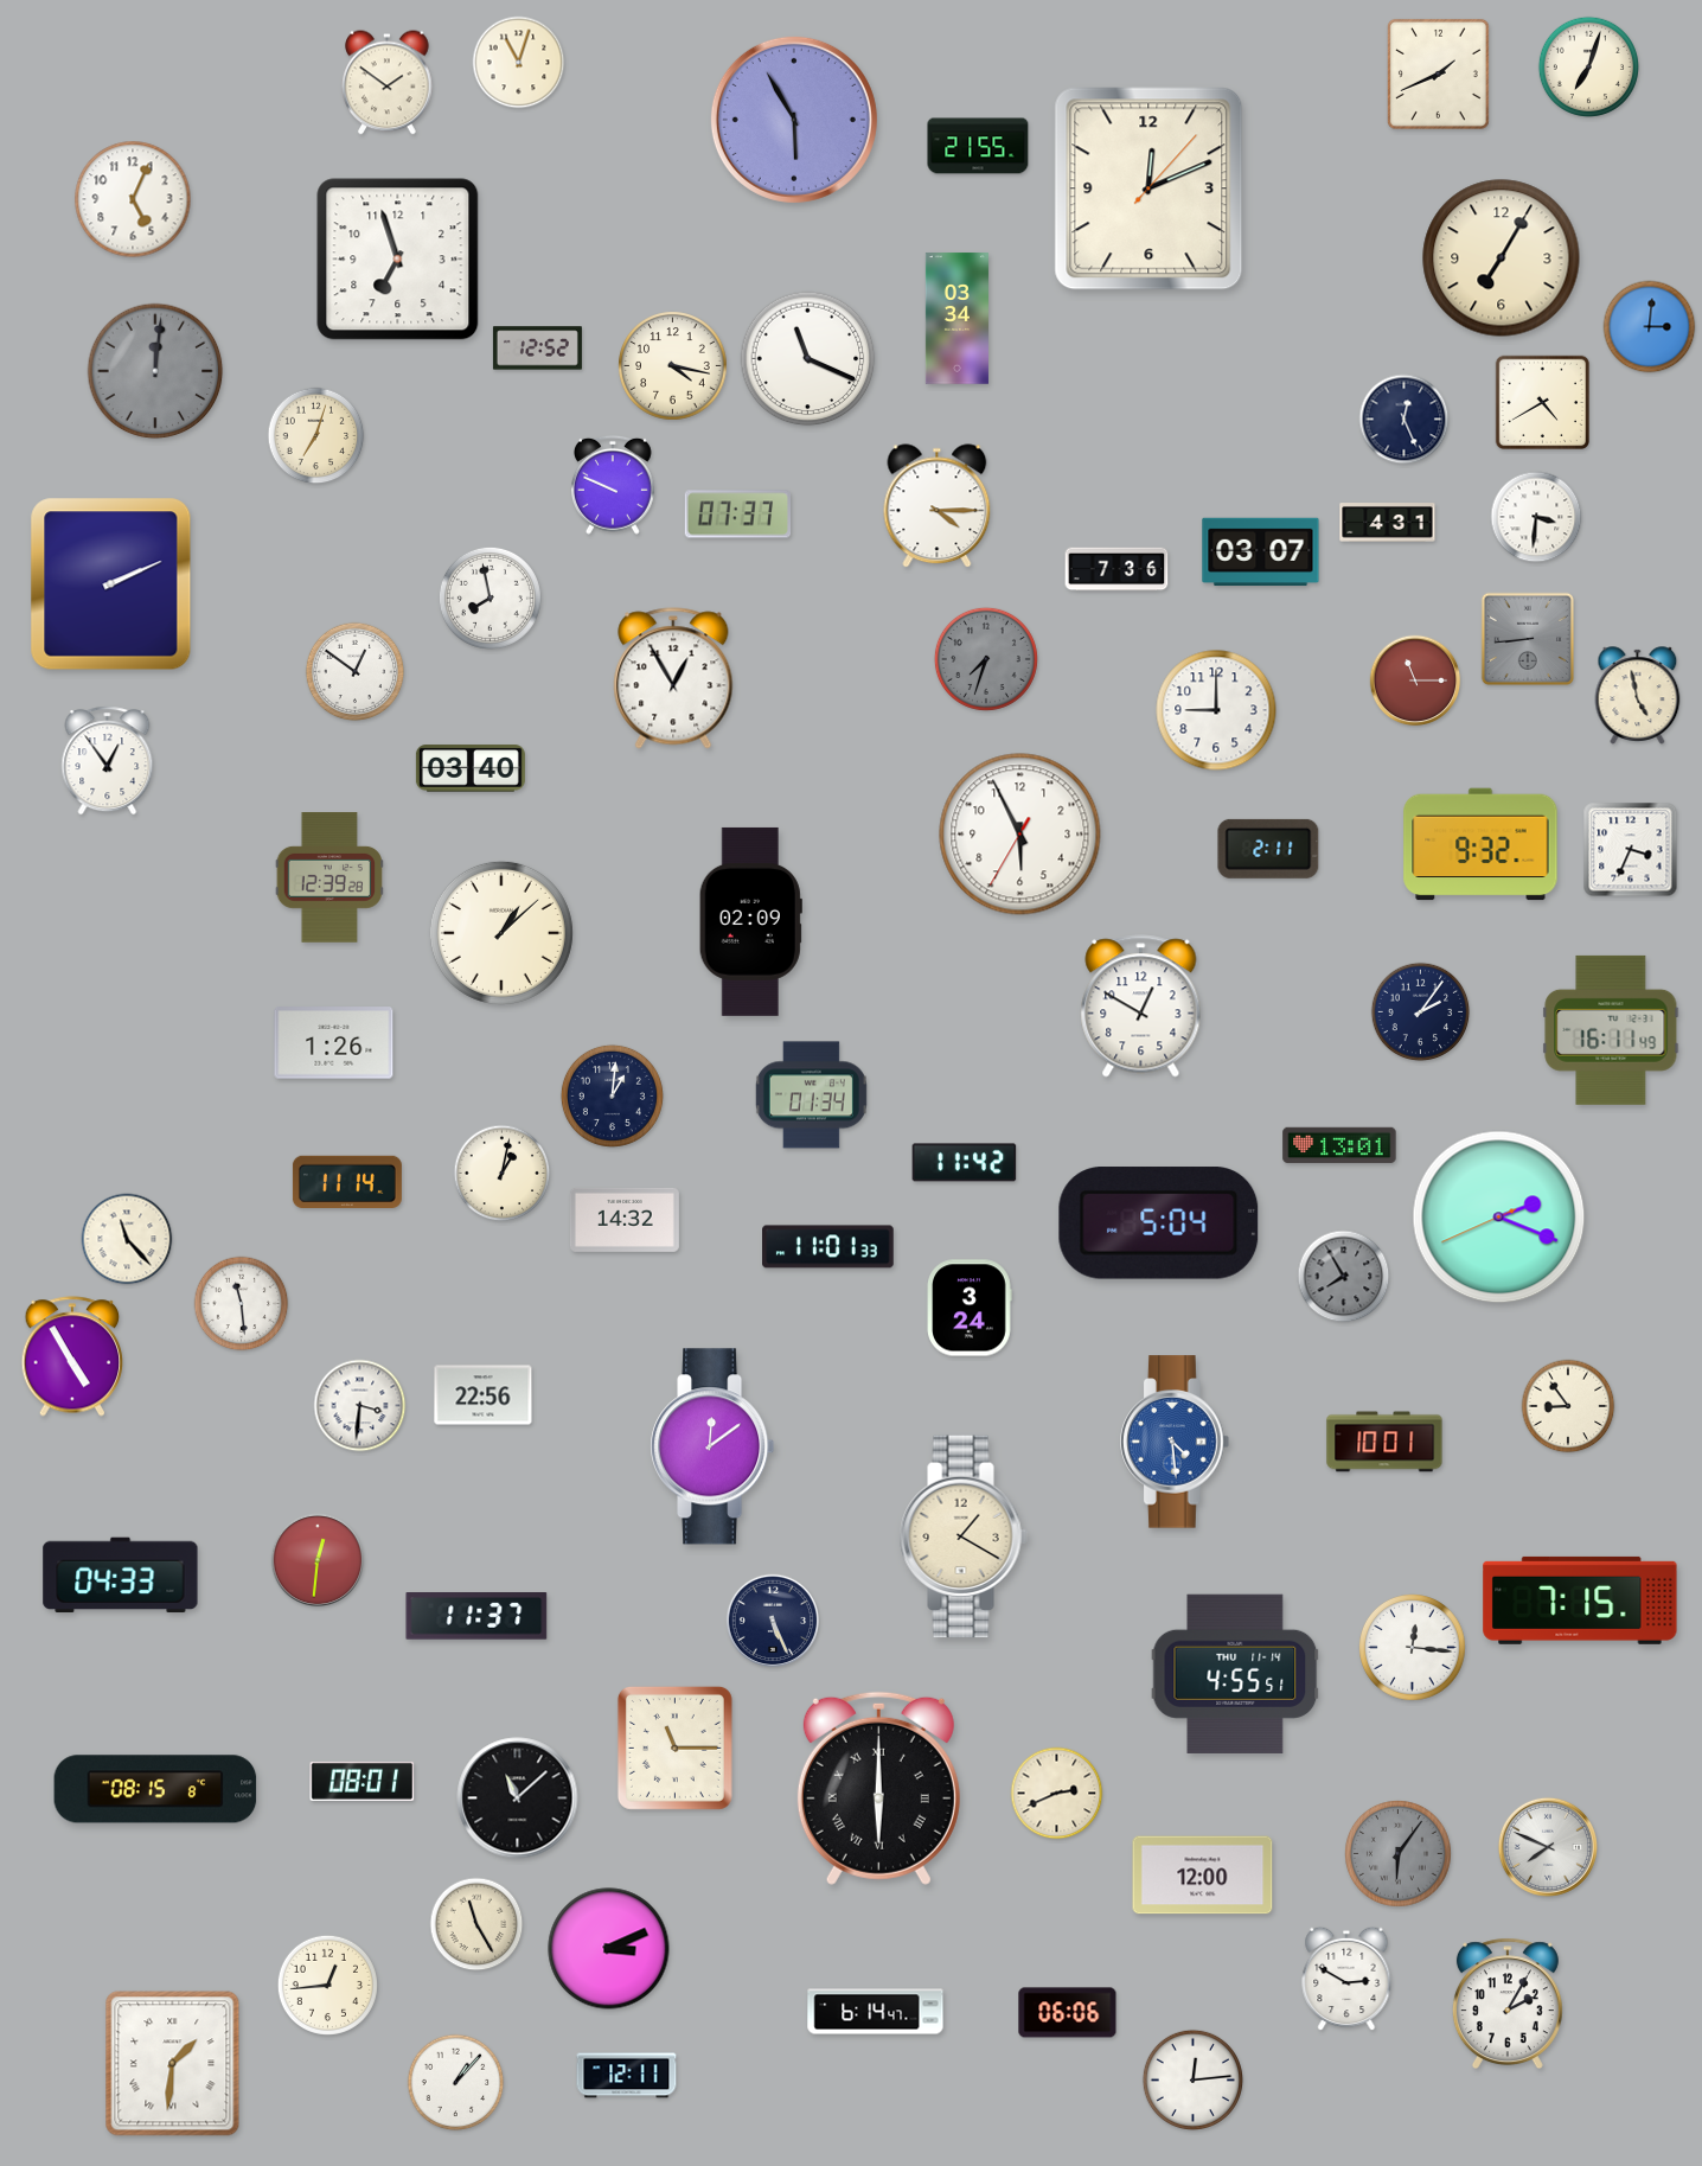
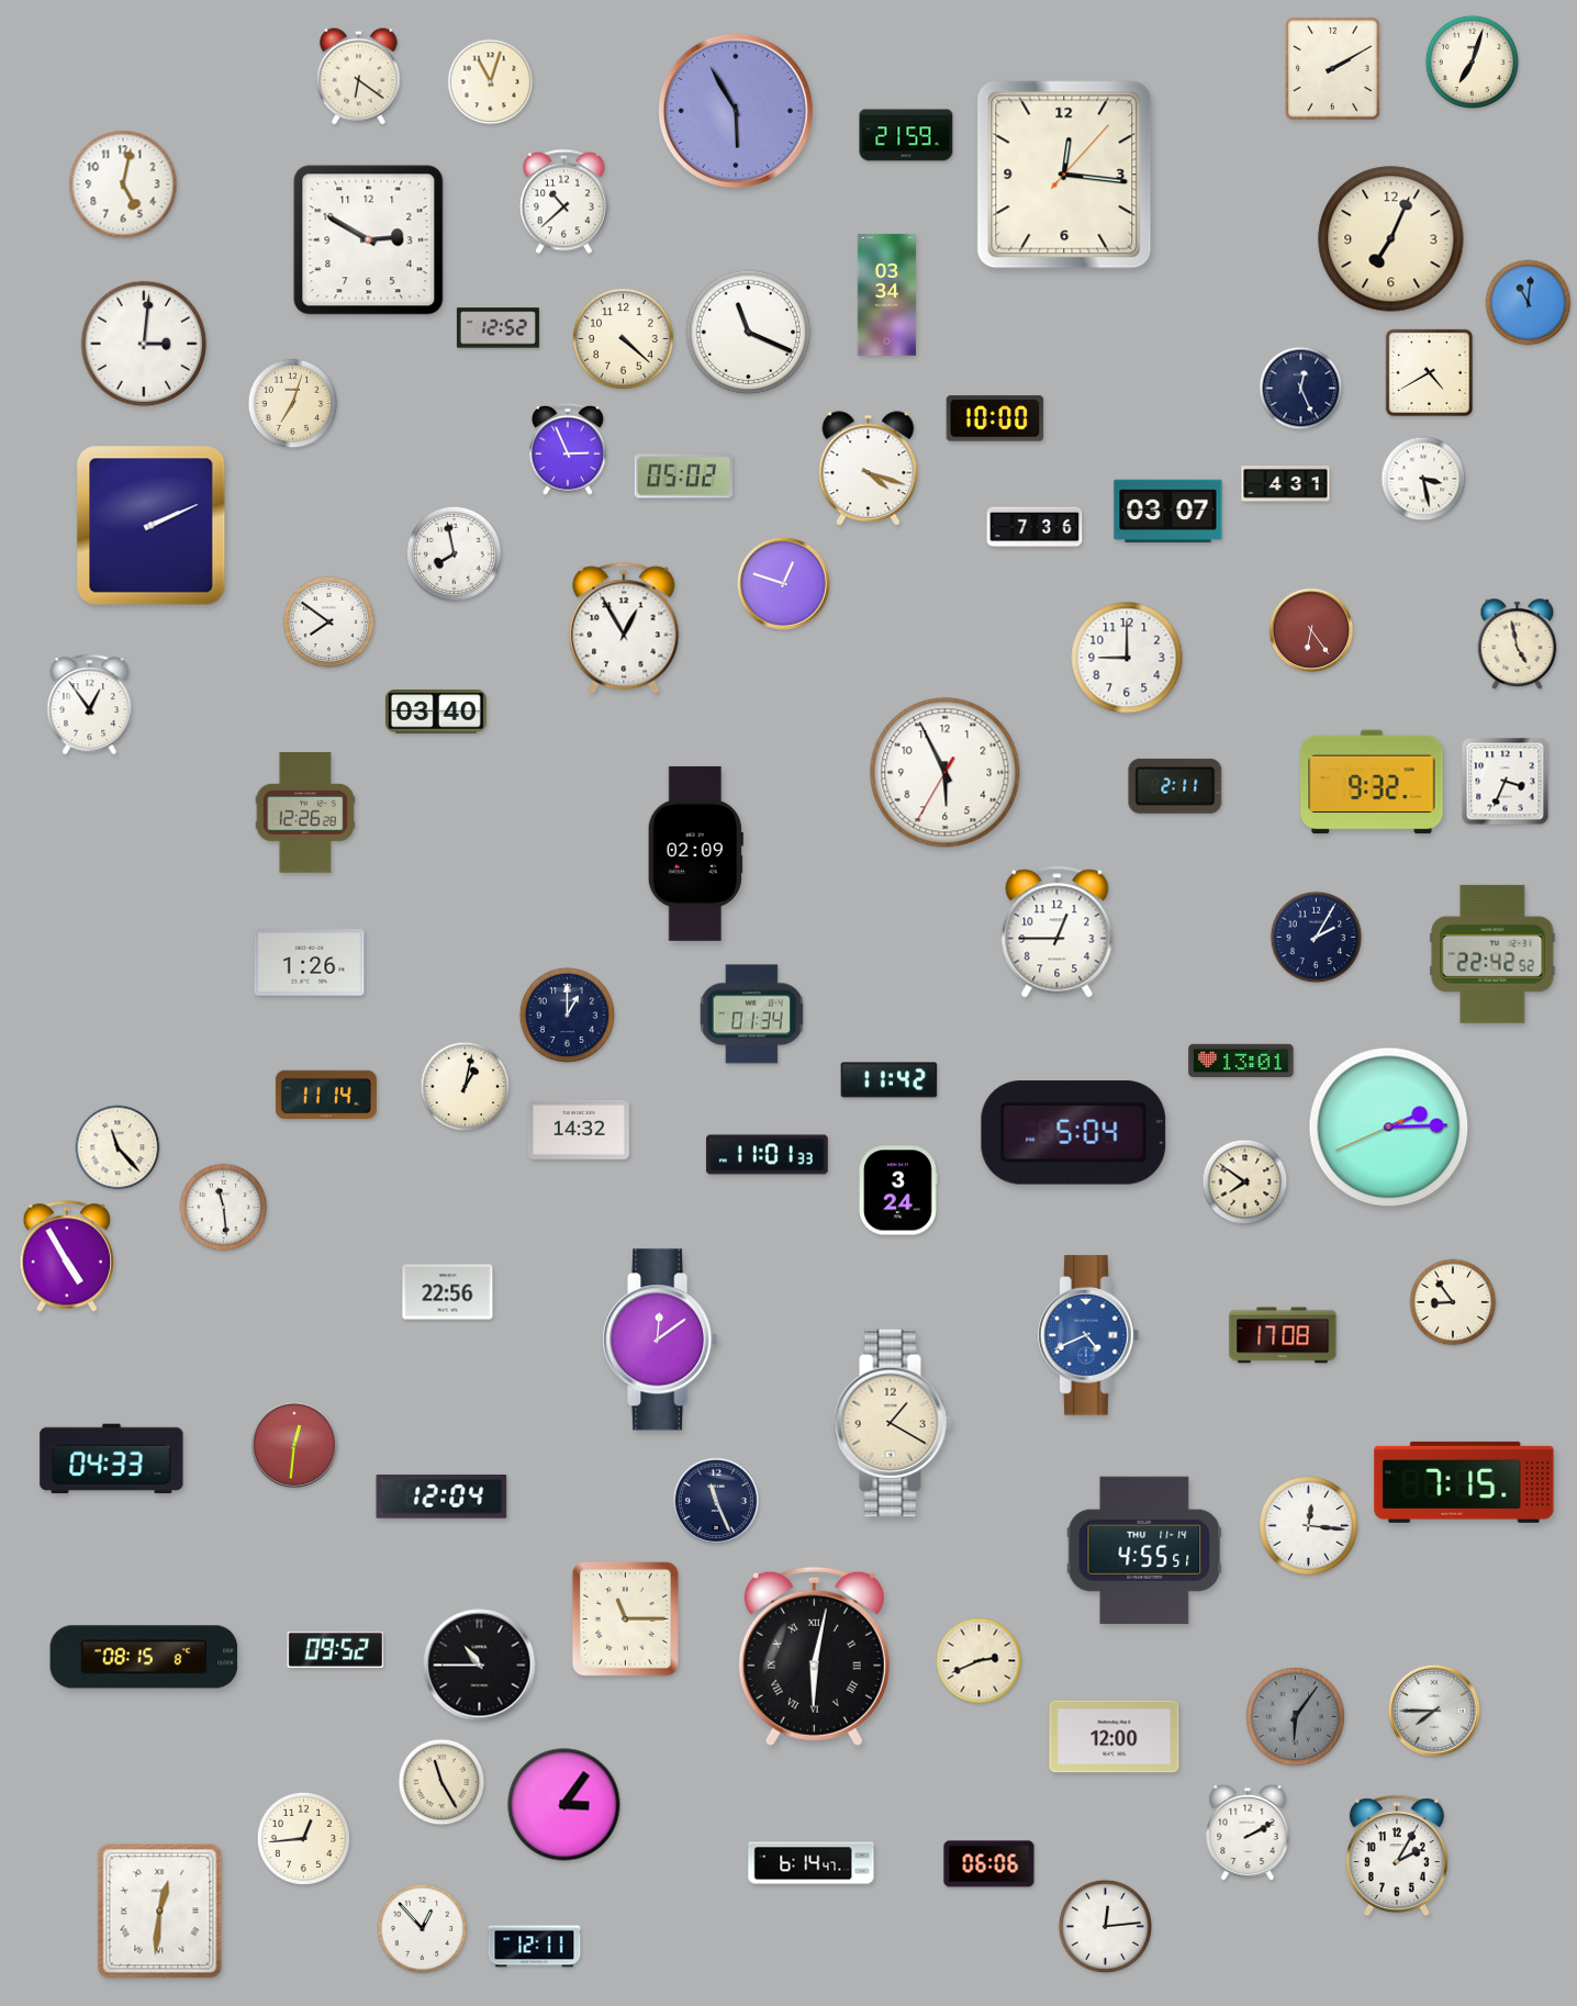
clock at (519, 63) position: (519, 63) -> (491, 82)
clock at (1438, 74): 1:41 -> 2:10
clock at (388, 83): 1:51 -> 6:21
clock at (978, 146): 21:55 -> 21:59
clock at (1148, 189): 12:11 -> 12:16
clock at (133, 199): 5:04 -> 5:02
clock at (564, 202): none -> 10:38
clock at (1502, 258): 7:05 -> 7:04
clock at (398, 260): 6:57 -> 2:50
clock at (1650, 327): 3:01 -> 11:01
clock at (537, 349) position: (537, 349) -> (497, 328)
clock at (673, 366): 4:17 -> 4:22
clock at (155, 371): 12:01 -> 3:01
clock at (155, 371) dial: grey -> white
clock at (995, 418): none -> 10:00
clock at (614, 485): 9:49 -> 2:56
clock at (938, 506): 4:15 -> 4:18
clock at (738, 515): 07:37 -> 05:02
clock at (1536, 517): 3:31 -> 3:28
clock at (111, 584) position: (111, 584) -> (152, 526)
clock at (783, 583): none -> 12:48
clock at (1528, 639): 8:44 -> none
clock at (986, 659): 7:33 -> none
clock at (356, 672): 12:51 -> 7:51
clock at (1415, 681): 11:15 -> 6:24
clock at (108, 761) position: (108, 761) -> (90, 705)
clock at (1631, 850) position: (1631, 850) -> (1506, 782)
clock at (329, 878): 12:39 -> 12:26
clock at (501, 933): 1:08 -> none
clock at (1141, 1007): 12:50 -> 12:45
clock at (1421, 1012): 2:06 -> 2:05
clock at (1611, 1030): 16:11 -> 22:42
clock at (334, 1043) position: (334, 1043) -> (310, 963)
clock at (612, 1095): 1:01 -> 1:00
clock at (965, 1163) position: (965, 1163) -> (890, 1080)
clock at (347, 1182) position: (347, 1182) -> (326, 1095)
clock at (1499, 1218): 2:18 -> 2:14
clock at (1344, 1277): 7:55 -> 7:51
clock at (1344, 1277) dial: grey -> cream
clock at (970, 1308) position: (970, 1308) -> (898, 1190)
clock at (360, 1406): 3:31 -> none
clock at (1175, 1442): 4:29 -> 4:41
clock at (1384, 1442): 10:01 -> 17:08
clock at (476, 1616): 11:37 -> 12:04
clock at (773, 1621): 5:26 -> 11:26
clock at (363, 1781): 08:01 -> 09:52
clock at (878, 1788): 6:00 -> 6:02
clock at (518, 1798): 11:08 -> 10:45
clock at (1548, 1847): 7:49 -> 7:45
clock at (609, 1949): 3:11 -> 3:06
clock at (1346, 1979): 2:50 -> 2:10
clock at (173, 2064): 1:31 -> 12:31
clock at (627, 2076) position: (627, 2076) -> (535, 1947)
clock at (456, 2083): 1:07 -> 12:53
